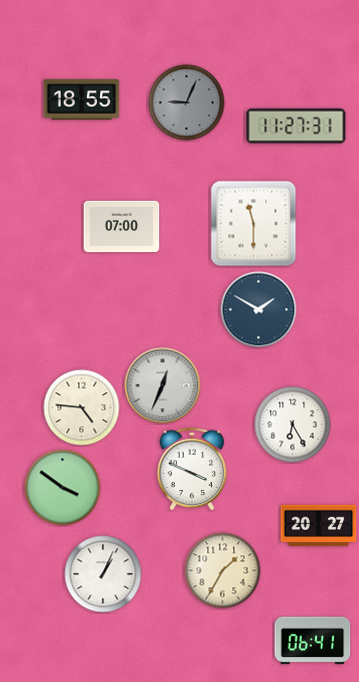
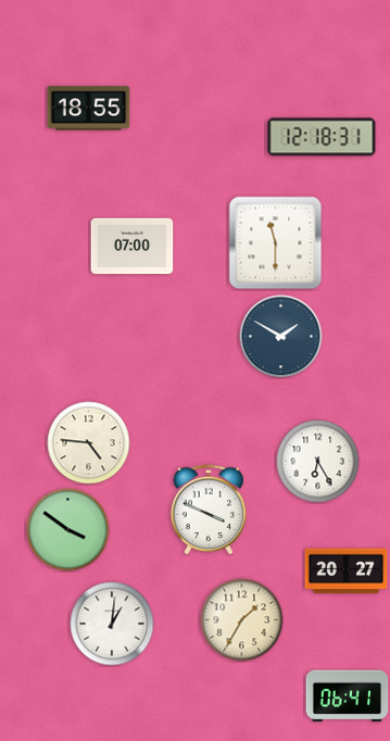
clock at (187, 103): 9:04 -> none
clock at (296, 126): 11:27 -> 12:18
clock at (163, 386): 12:34 -> none
clock at (103, 574): 1:04 -> 1:01
clock at (313, 641) position: (313, 641) -> (348, 696)
